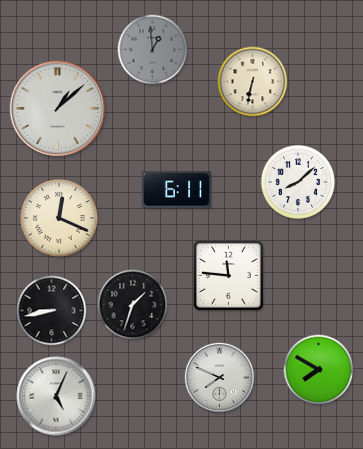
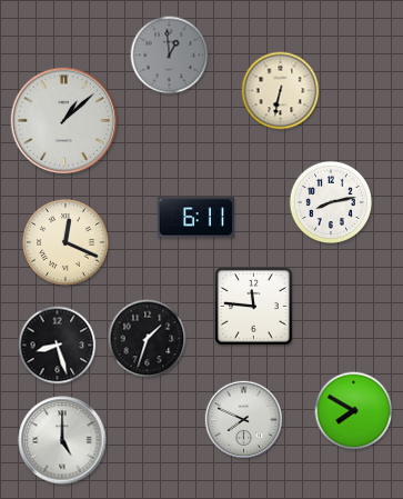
clock at (297, 181): 8:08 -> 8:13
clock at (176, 190) position: (176, 190) -> (195, 218)
clock at (52, 311): 8:43 -> 8:27
clock at (56, 396): 5:04 -> 5:00
